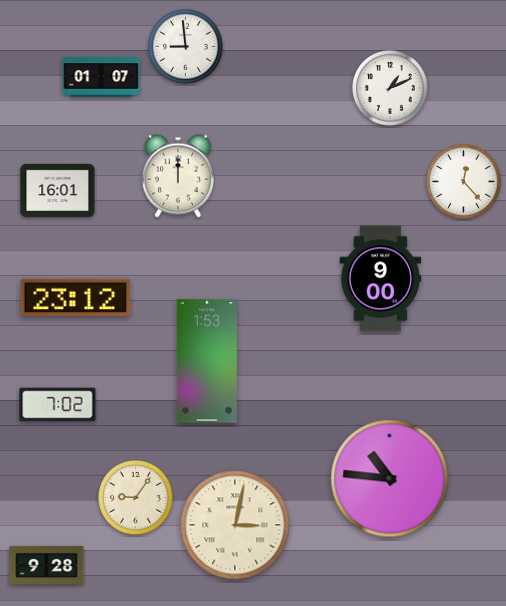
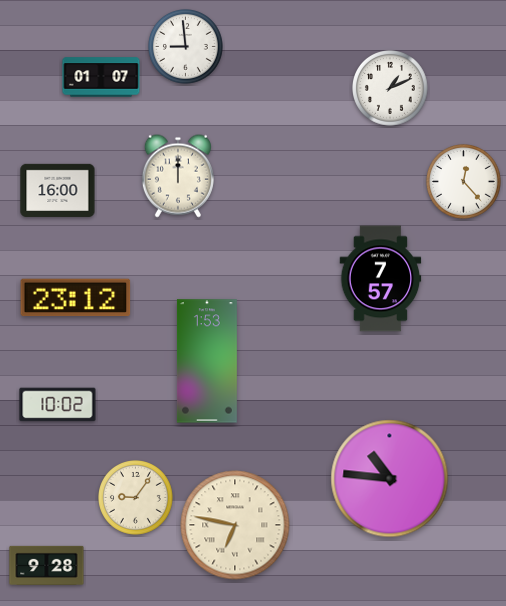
clock at (58, 190): 16:01 -> 16:00
clock at (381, 279): 9:00 -> 7:57
clock at (58, 405): 7:02 -> 10:02
clock at (235, 525): 3:02 -> 6:47
